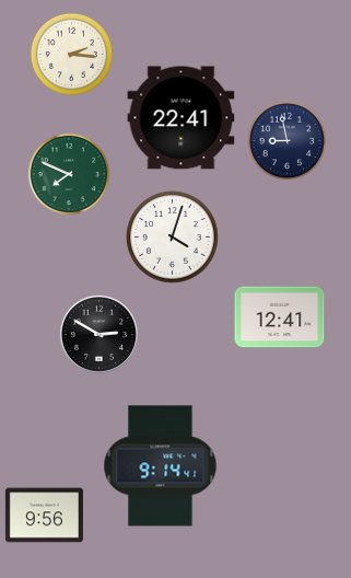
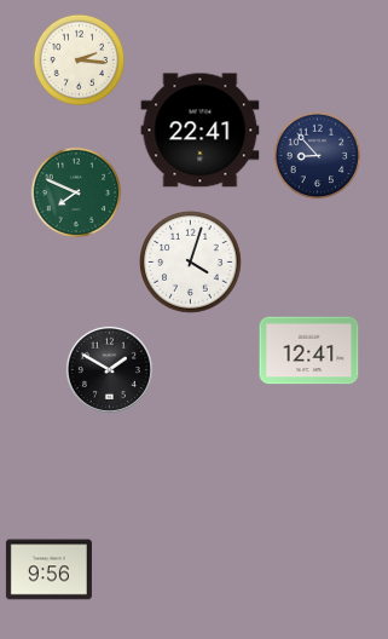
clock at (288, 141): 8:58 -> 8:53
clock at (98, 334): 2:50 -> 1:50
clock at (161, 466): 9:14 -> none
